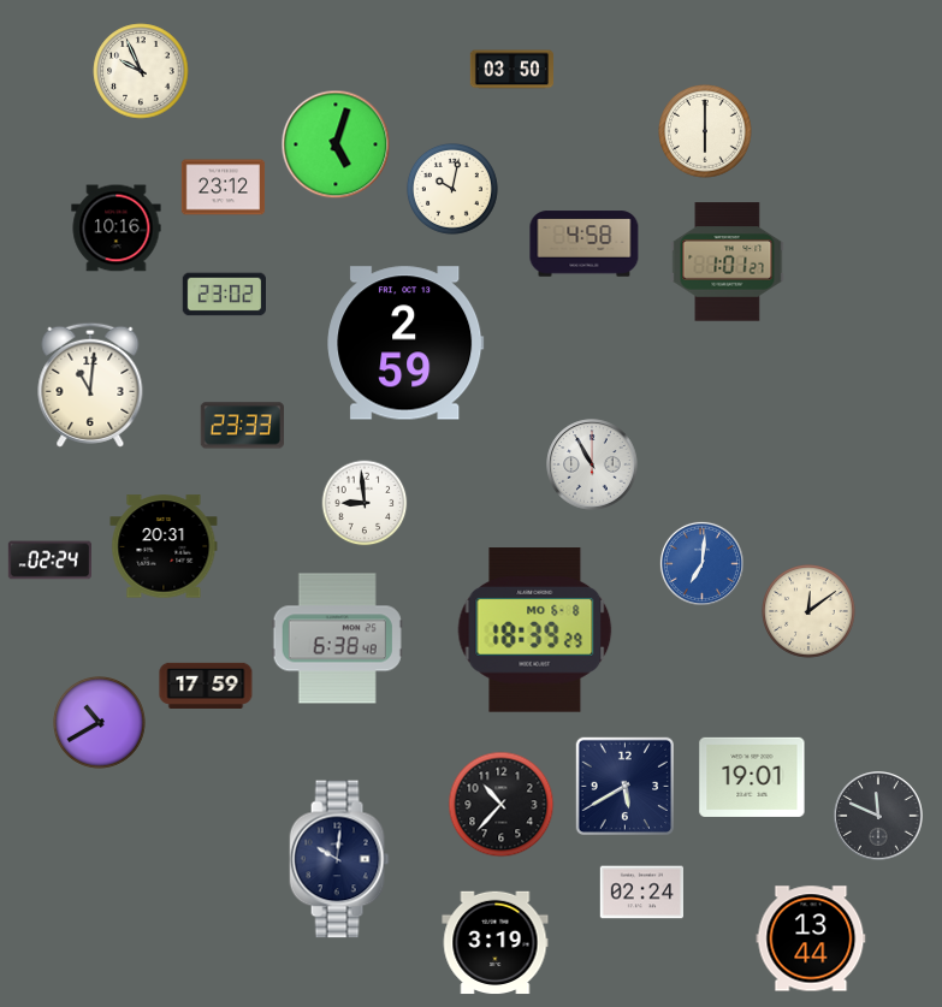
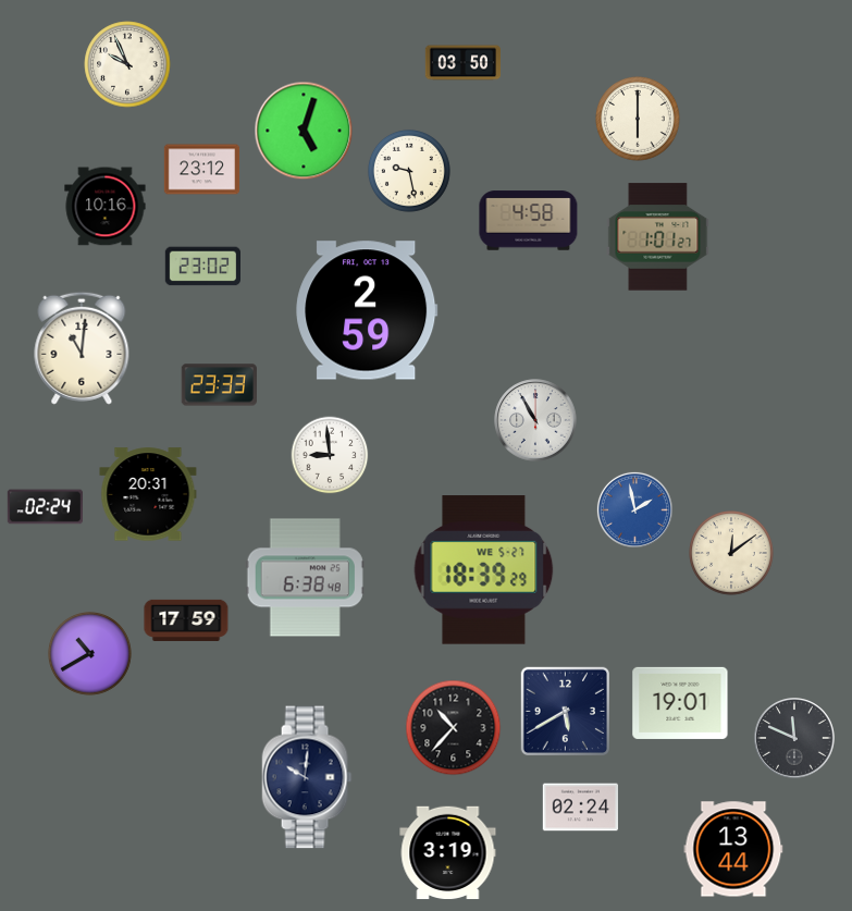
clock at (452, 189): 10:02 -> 9:28
clock at (701, 563): 7:01 -> 1:58
clock at (535, 630) date: MO 6-8 -> WE 5-27
